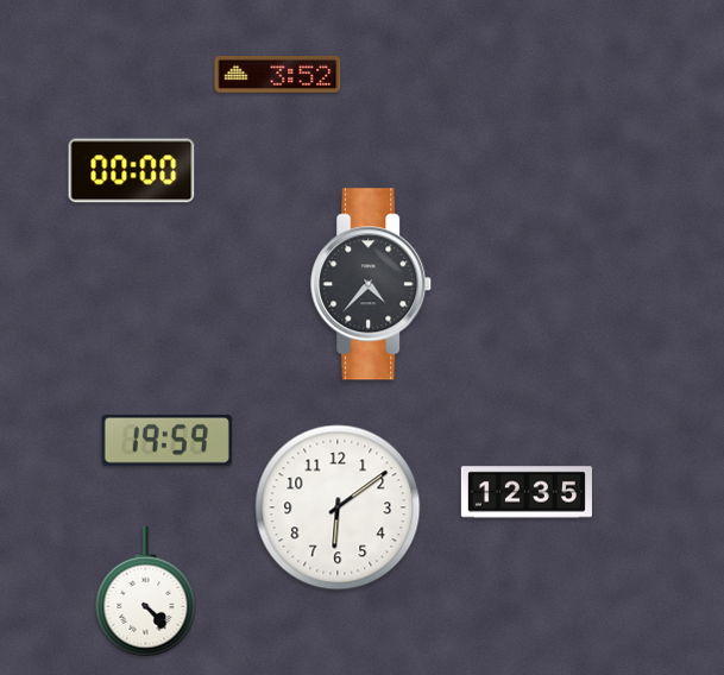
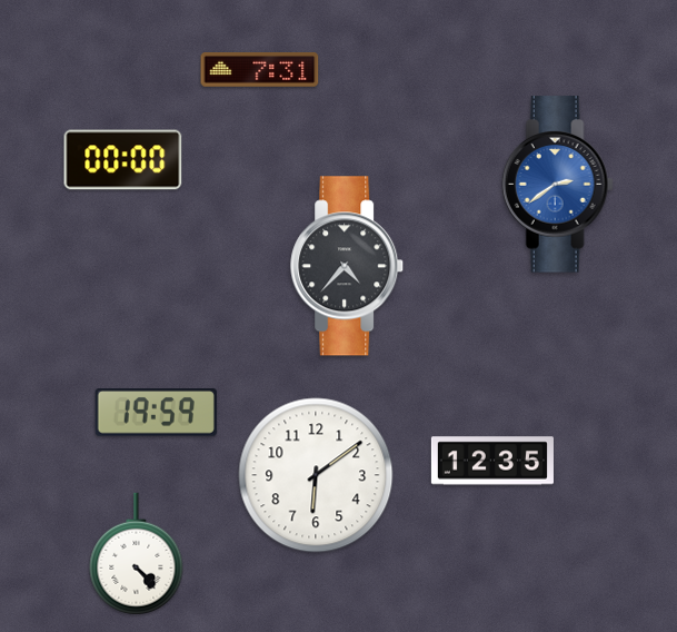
clock at (278, 75): 3:52 -> 7:31
clock at (557, 185): none -> 2:39
